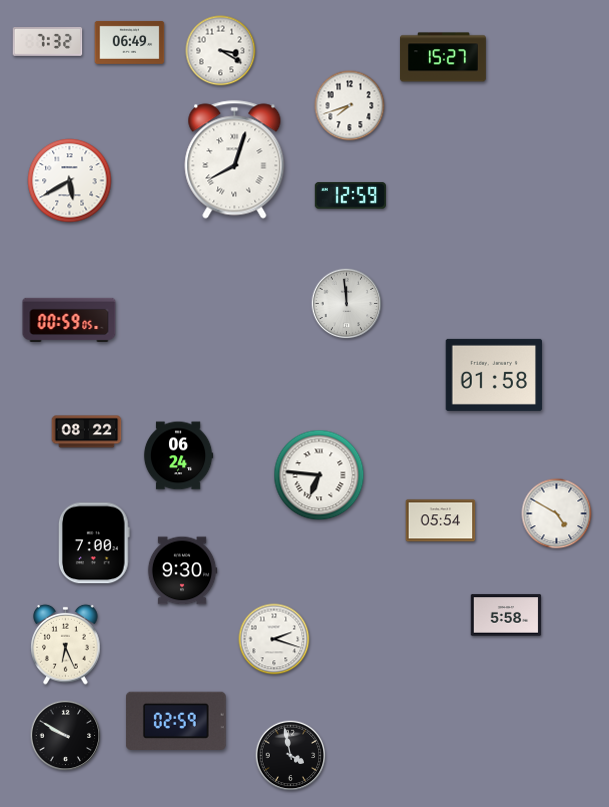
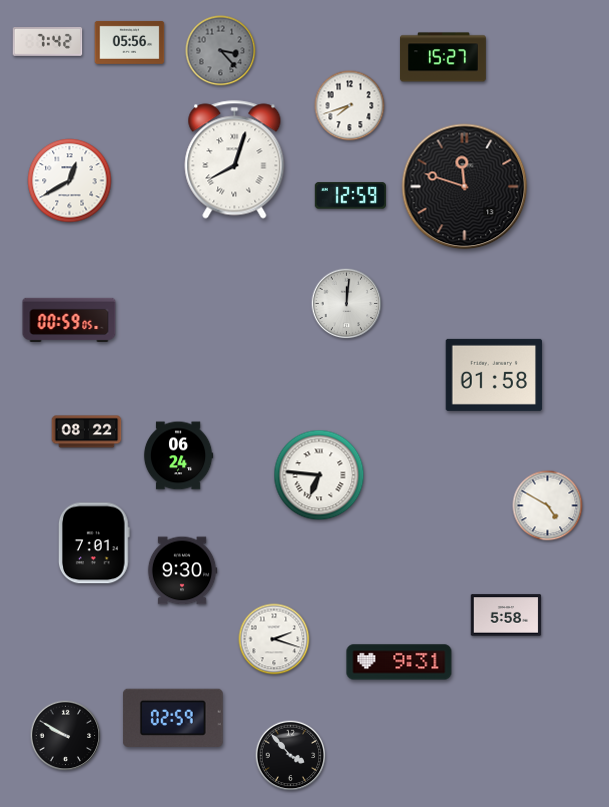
clock at (48, 42): 7:32 -> 7:42
clock at (130, 42): 06:49 -> 05:56
clock at (221, 51): 3:20 -> 3:23
clock at (221, 51) dial: white -> grey
clock at (70, 181): 5:40 -> 12:40
clock at (465, 187): none -> 11:48
clock at (347, 304): 11:59 -> 12:01
clock at (557, 514) position: (557, 514) -> (548, 506)
clock at (441, 521): 05:54 -> none
clock at (95, 543): 7:00 -> 7:01
clock at (66, 644): 6:26 -> none
clock at (399, 662): none -> 9:31
clock at (176, 720) position: (176, 720) -> (173, 717)
clock at (291, 756): 3:58 -> 3:53
